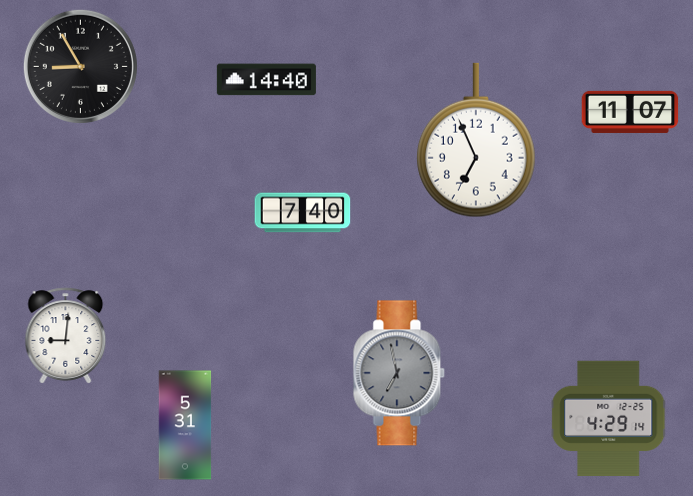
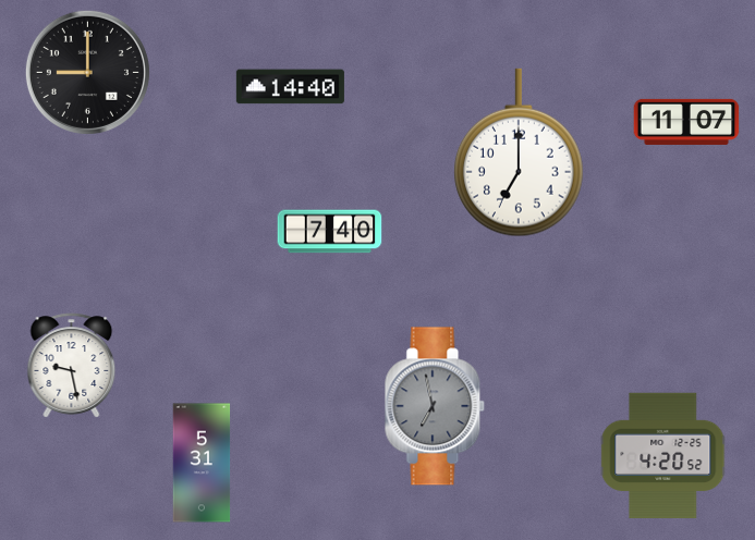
clock at (80, 66): 8:55 -> 9:00
clock at (477, 140): 6:56 -> 7:00
clock at (66, 336): 9:01 -> 9:28
clock at (609, 419): 4:29 -> 4:20
